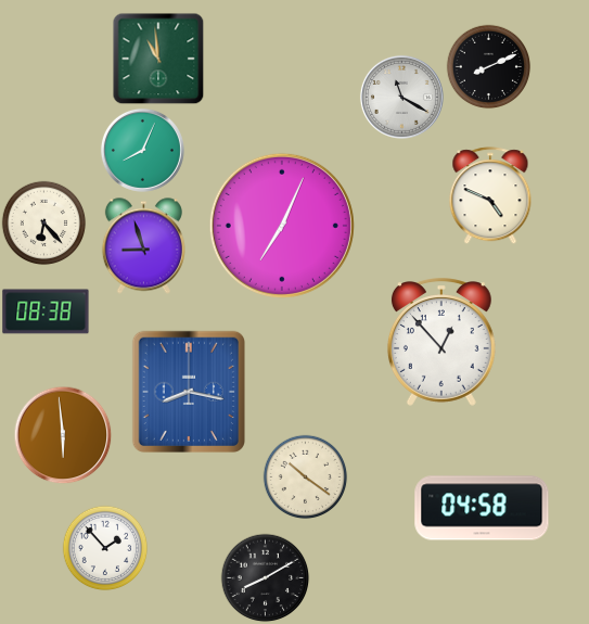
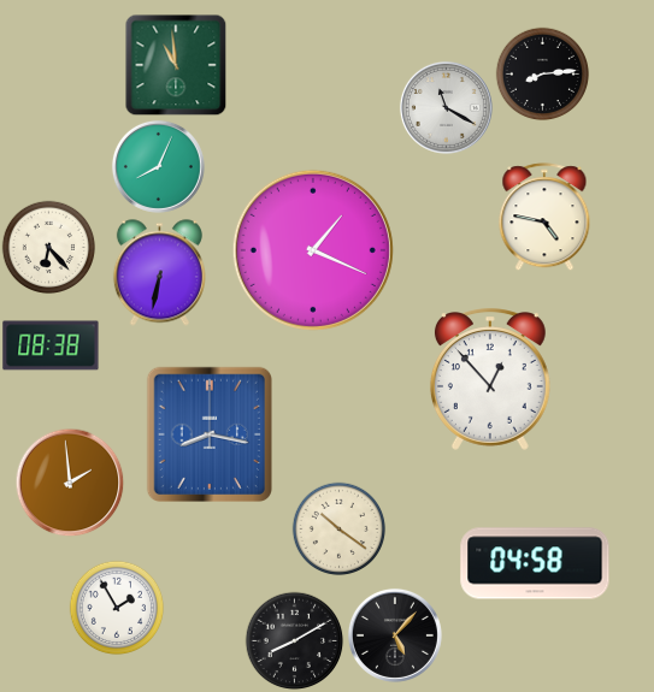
clock at (488, 66): 8:11 -> 8:14
clock at (490, 195): 4:49 -> 4:47
clock at (282, 226): 7:04 -> 1:19
clock at (143, 246): 8:57 -> 6:32
clock at (63, 435): 5:59 -> 1:59
clock at (105, 548): 1:53 -> 1:55
clock at (395, 635): none -> 5:07
